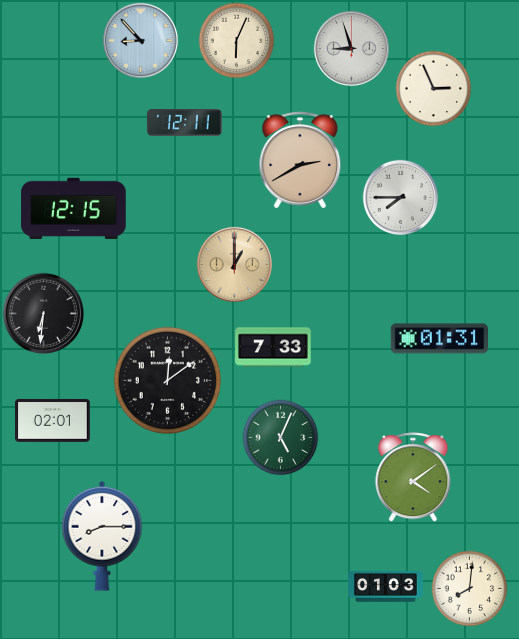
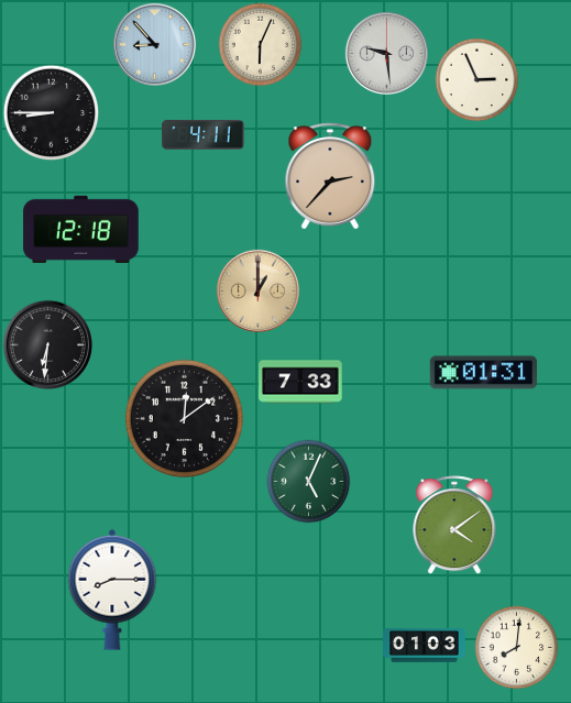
clock at (351, 48): 8:57 -> 9:29
clock at (434, 89) position: (434, 89) -> (477, 80)
clock at (52, 113): none -> 8:45
clock at (185, 123): 12:11 -> 4:11
clock at (300, 160): 2:40 -> 2:37
clock at (400, 197): 7:45 -> none
clock at (74, 208): 12:15 -> 12:18
clock at (53, 420): 02:01 -> none
